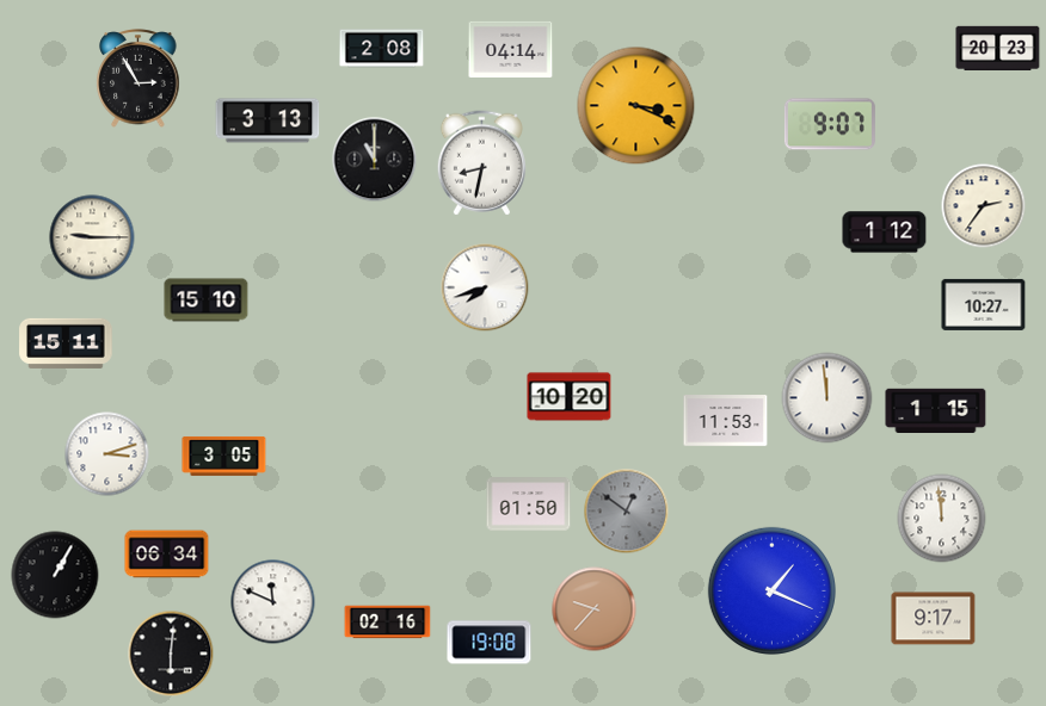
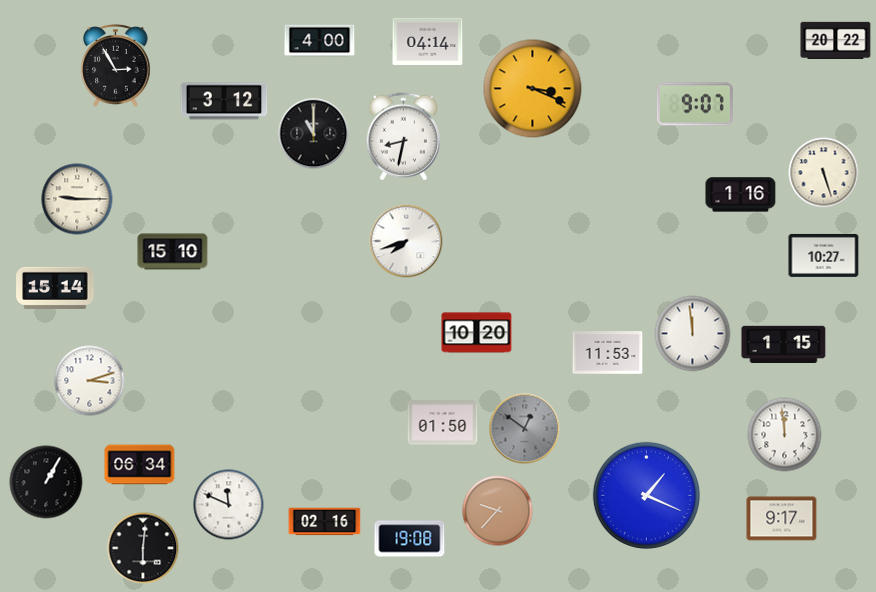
clock at (998, 48): 20:23 -> 20:22
clock at (382, 49): 2:08 -> 4:00
clock at (267, 120): 3:13 -> 3:12
clock at (984, 206): 2:36 -> 5:27
clock at (885, 233): 1:12 -> 1:16
clock at (66, 343): 15:11 -> 15:14
clock at (224, 456): 3:05 -> none
clock at (942, 519) position: (942, 519) -> (785, 435)
